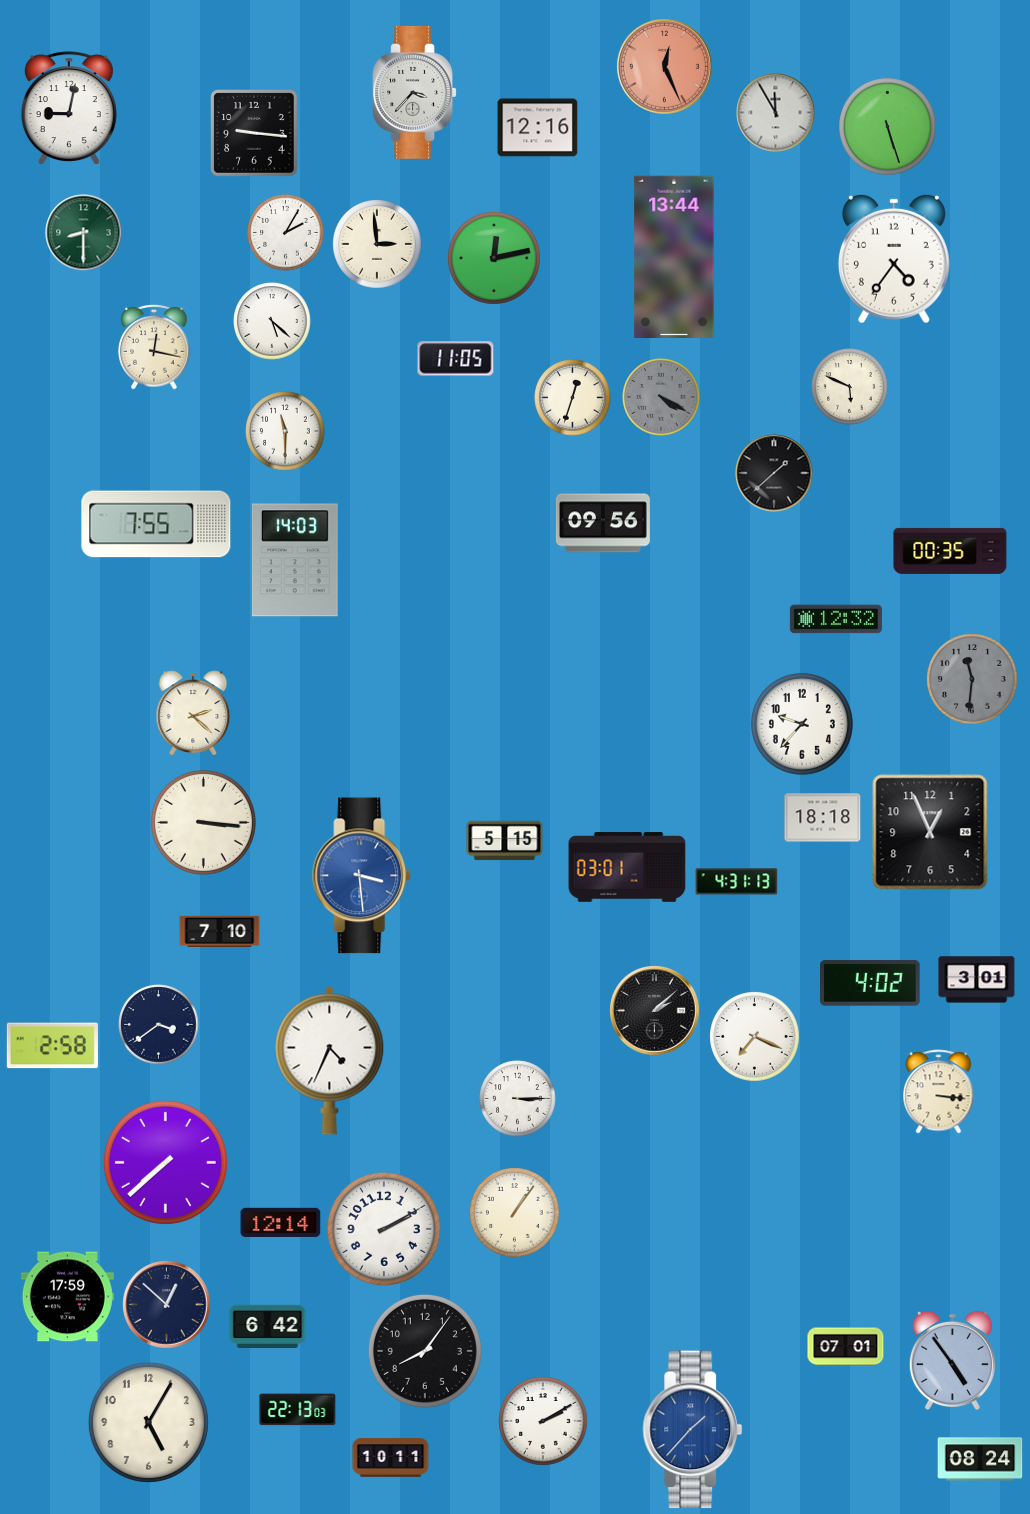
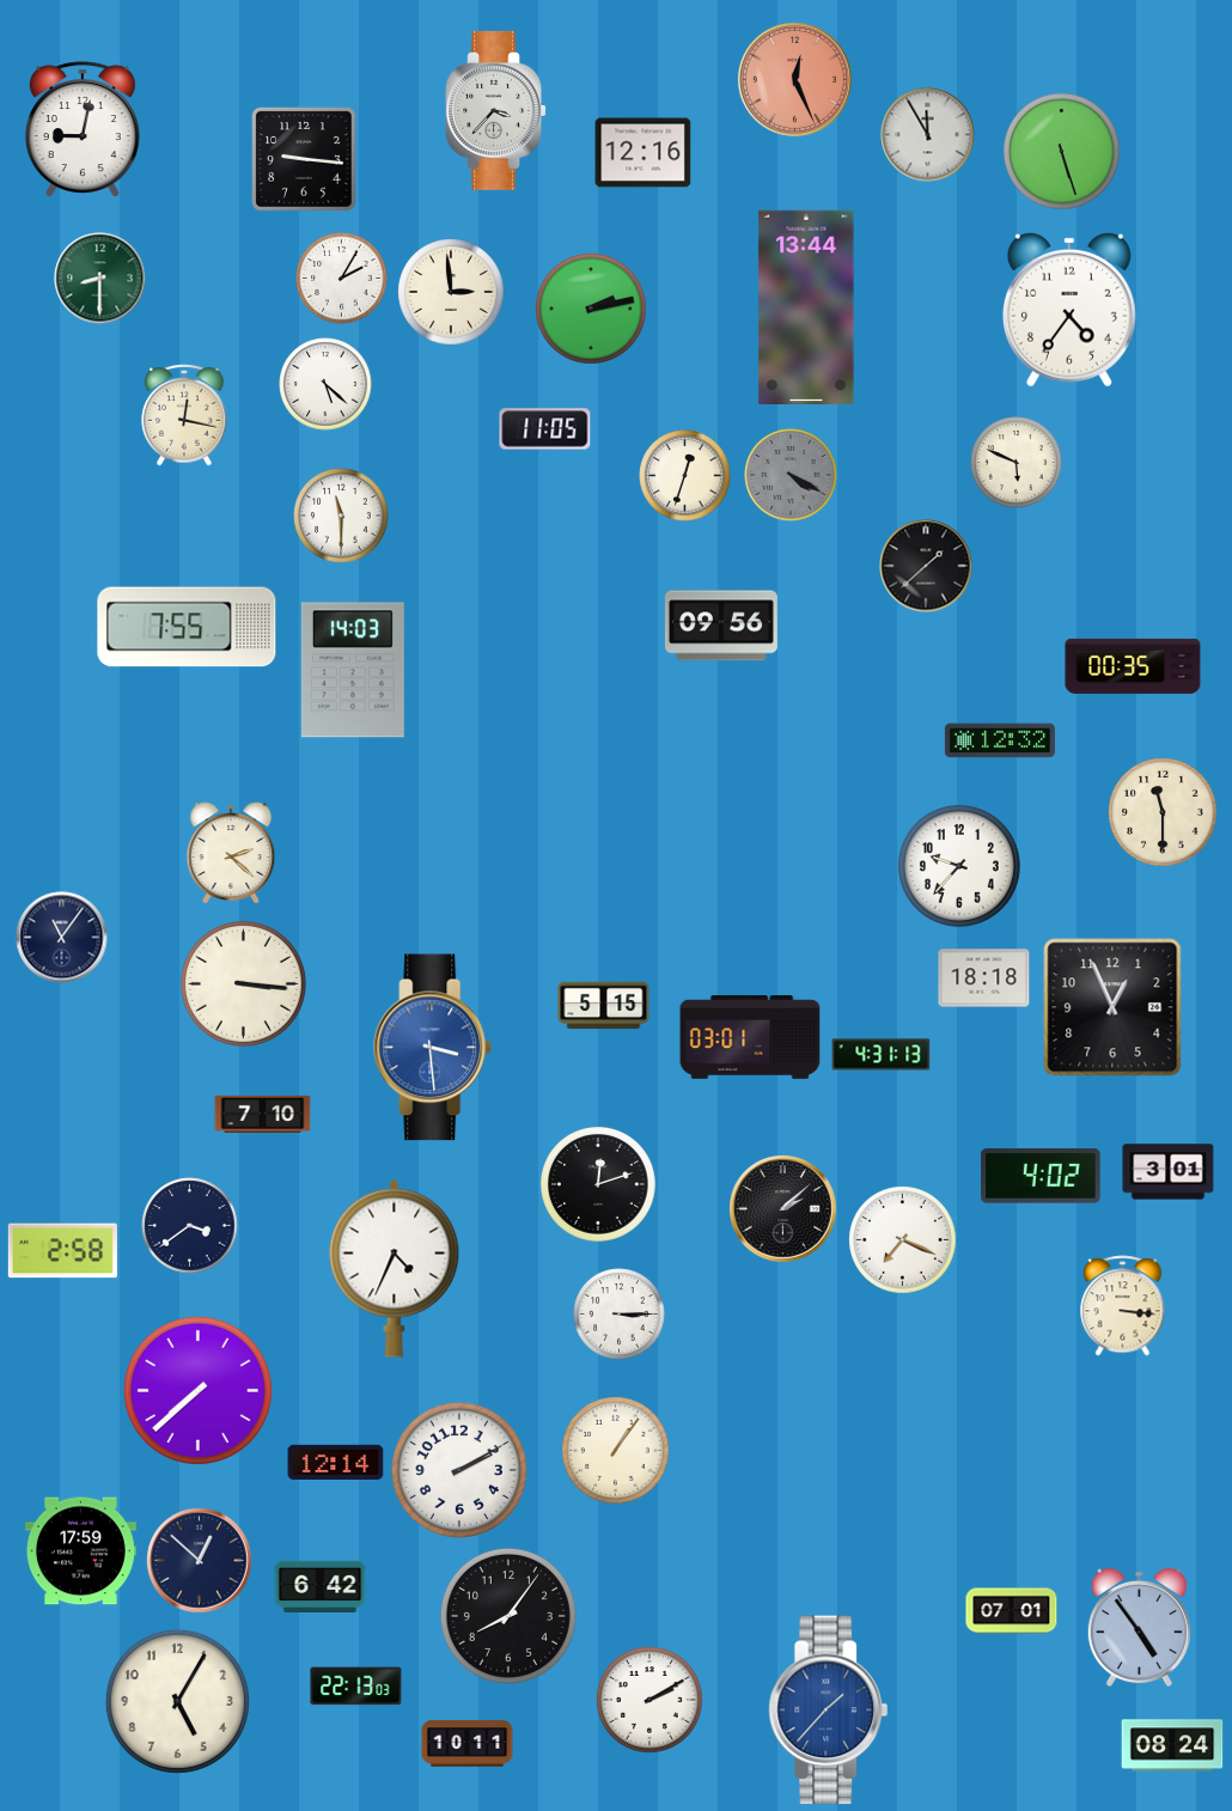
clock at (494, 258): 12:13 -> 2:13
clock at (950, 551) position: (950, 551) -> (1133, 666)
clock at (972, 679): 11:31 -> 11:30
clock at (972, 679) dial: grey -> cream
clock at (62, 938): none -> 11:06
clock at (930, 832) position: (930, 832) -> (1112, 1007)
clock at (599, 1185): none -> 12:12
